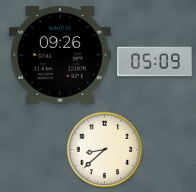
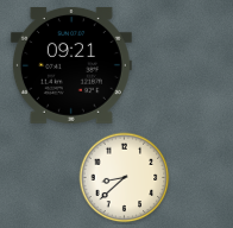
clock at (60, 55): 09:26 -> 09:21
clock at (155, 62): 05:09 -> none
